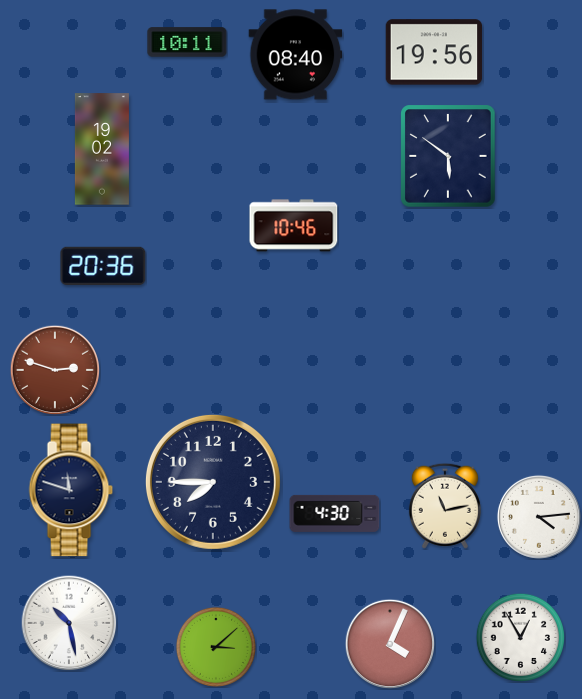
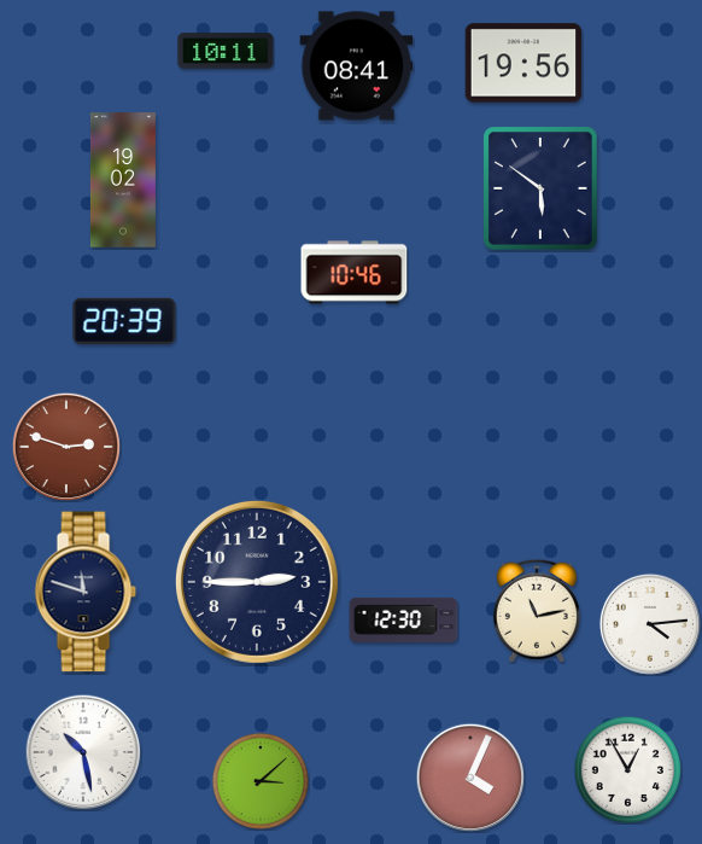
clock at (296, 55): 08:40 -> 08:41
clock at (103, 266): 20:36 -> 20:39
clock at (213, 482): 7:45 -> 2:45
clock at (335, 513): 4:30 -> 12:30
